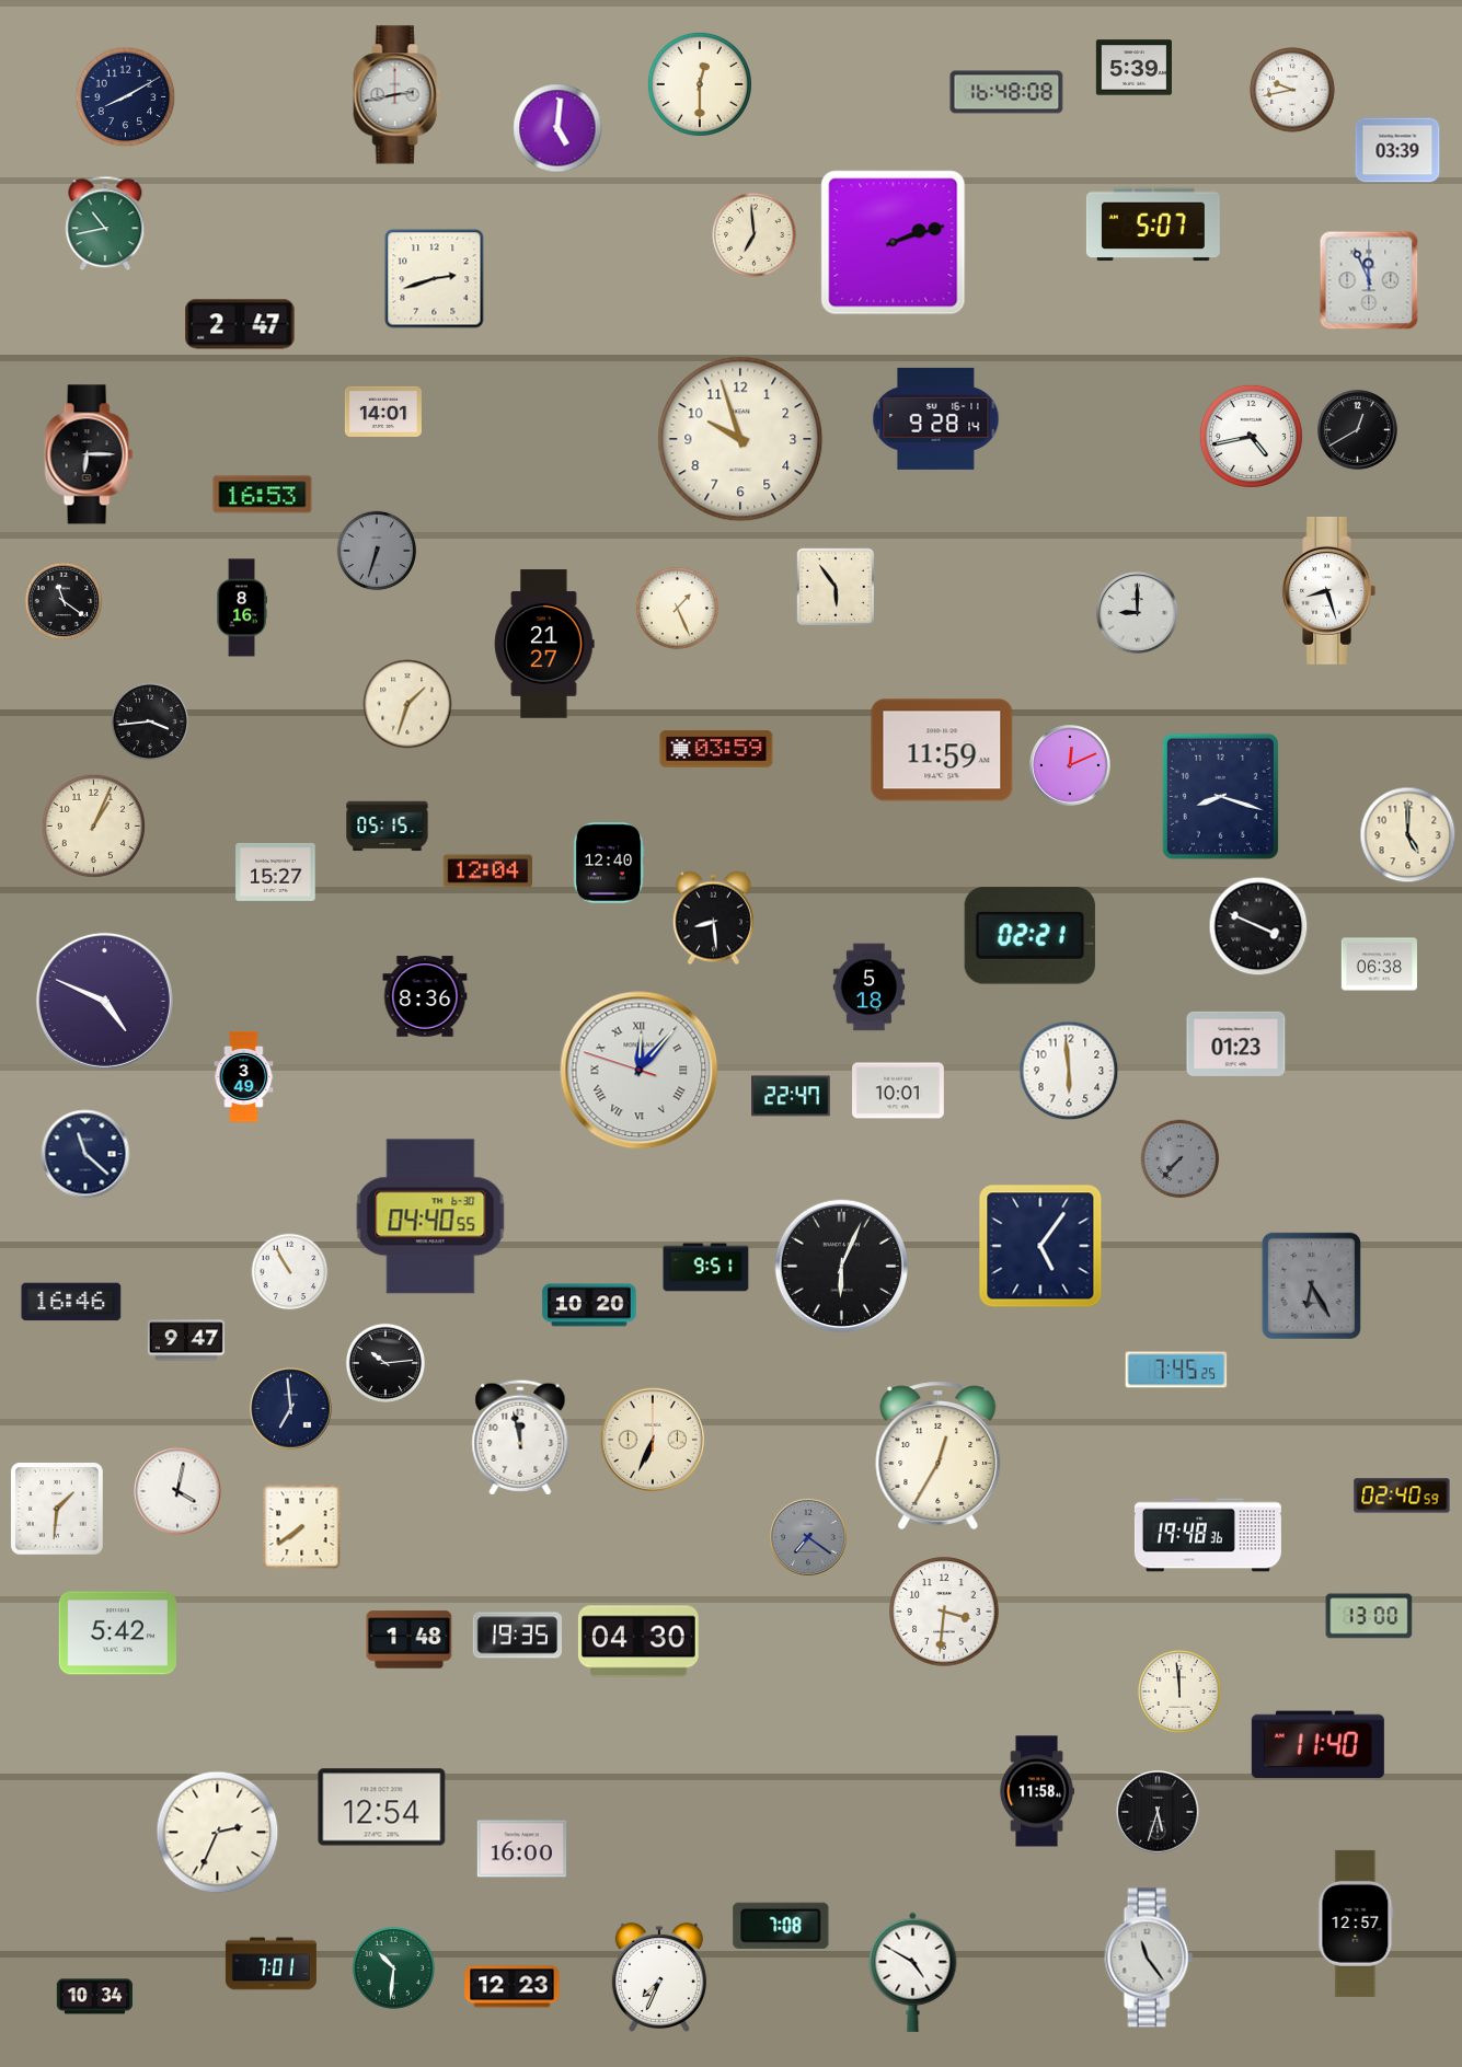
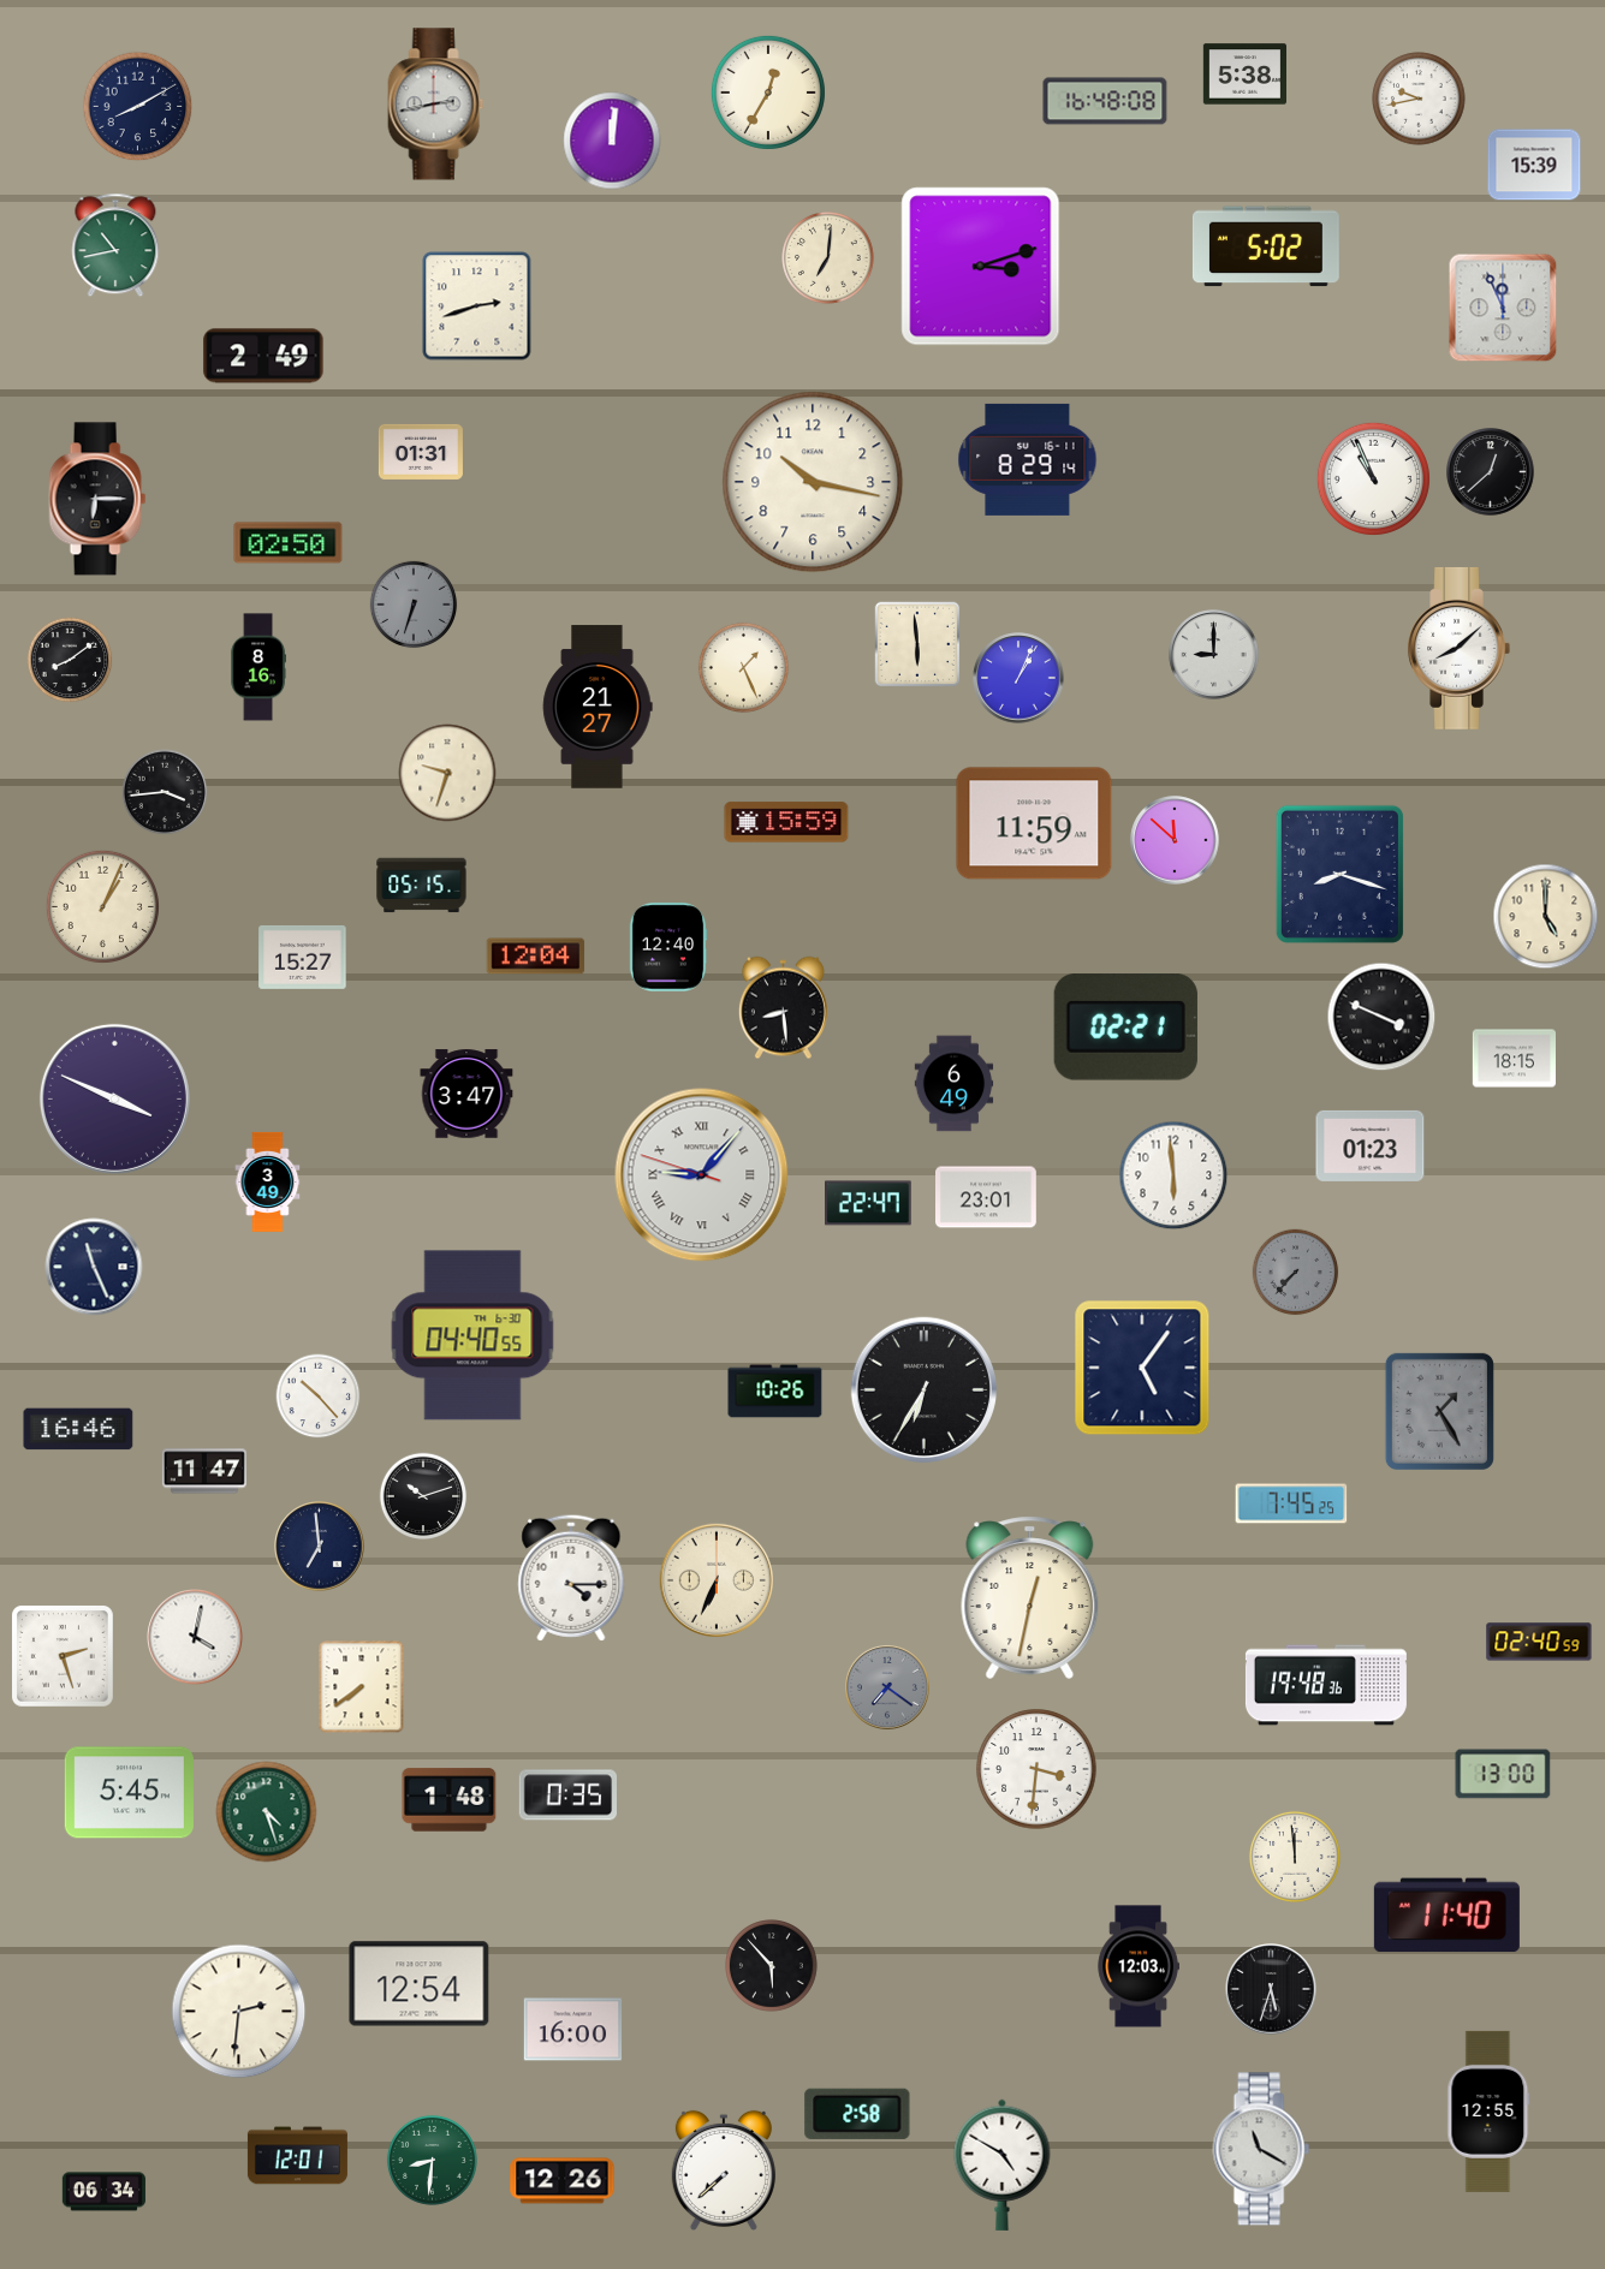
clock at (1133, 68): 5:39 -> 5:38
clock at (700, 84): 12:30 -> 12:35
clock at (557, 128): 5:01 -> 12:01
clock at (1397, 150): 03:39 -> 15:39
clock at (1153, 224): 5:07 -> 5:02
clock at (755, 235): 6:59 -> 7:01
clock at (894, 243): 2:12 -> 3:12
clock at (240, 324): 2:47 -> 2:49
clock at (383, 412): 14:01 -> 01:31
clock at (936, 418): 9:28 -> 8:29
clock at (1358, 430): 12:40 -> 12:38
clock at (1251, 436): 4:43 -> 10:56
clock at (740, 439): 9:57 -> 10:17
clock at (263, 495): 16:53 -> 02:50
clock at (836, 587): 5:54 -> 5:59
clock at (1328, 590): 8:27 -> 8:08
clock at (64, 601): 11:21 -> 8:09
clock at (242, 608) position: (242, 608) -> (258, 667)
clock at (1138, 613) position: (1138, 613) -> (1214, 655)
clock at (1018, 678): none -> 1:04
clock at (407, 704): 1:33 -> 9:33
clock at (716, 749): 03:59 -> 15:59
clock at (1070, 765): 12:11 -> 11:52
clock at (388, 827) position: (388, 827) -> (422, 886)
clock at (1029, 936) position: (1029, 936) -> (1125, 1028)
clock at (1379, 965): 06:38 -> 18:15
clock at (870, 988): 5:18 -> 6:49
clock at (425, 996): 8:36 -> 3:47
clock at (104, 1001): 4:49 -> 3:49
clock at (1236, 1043) position: (1236, 1043) -> (1371, 1145)
clock at (640, 1071): 12:06 -> 9:06
clock at (899, 1090): 10:01 -> 23:01
clock at (85, 1154): 11:22 -> 11:26
clock at (841, 1266): 6:04 -> 6:35
clock at (706, 1268): 9:51 -> 10:26
clock at (290, 1272): 10:55 -> 10:23
clock at (1311, 1285): 6:25 -> 1:25
clock at (589, 1305): 10:20 -> none
clock at (186, 1340): 9:47 -> 11:47
clock at (385, 1363): 10:14 -> 10:12
clock at (520, 1437): 11:58 -> 4:15
clock at (939, 1455): 12:35 -> 12:32
clock at (57, 1509): 1:31 -> 2:27
clock at (302, 1527) position: (302, 1527) -> (362, 1687)
clock at (117, 1633): 5:42 -> 5:45
clock at (517, 1636): 19:35 -> 0:35
clock at (638, 1641): 04:30 -> none
clock at (267, 1812): none -> 4:27
clock at (772, 1966): none -> 5:53
clock at (1037, 1791): 11:58 -> 12:03
clock at (218, 1833): 2:34 -> 2:31
clock at (1356, 1924): 12:57 -> 12:55
clock at (781, 1926): 7:08 -> 2:58
clock at (1149, 1958): 11:24 -> 11:20
clock at (270, 1964): 7:01 -> 12:01
clock at (393, 1967): 10:31 -> 8:31
clock at (659, 1976): 7:34 -> 7:38
clock at (513, 1987): 12:23 -> 12:26
clock at (94, 1997): 10:34 -> 06:34
